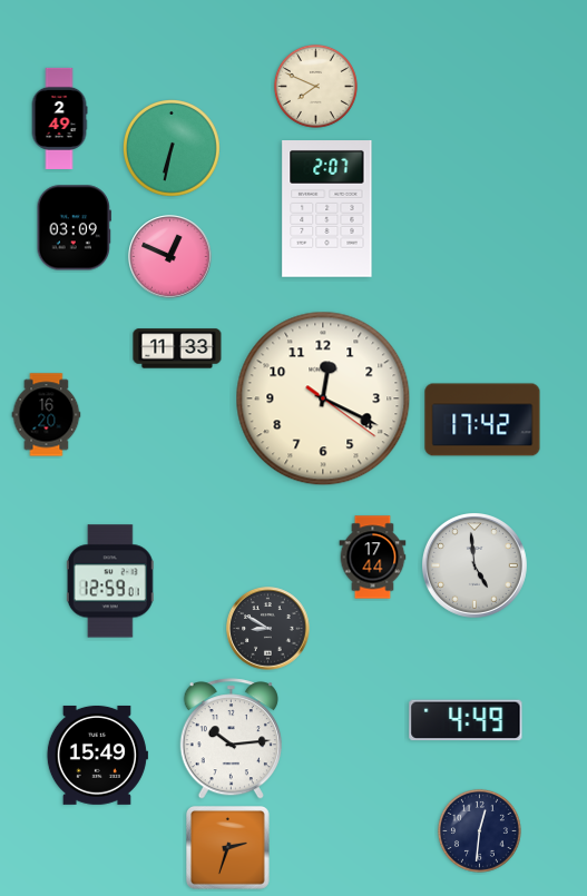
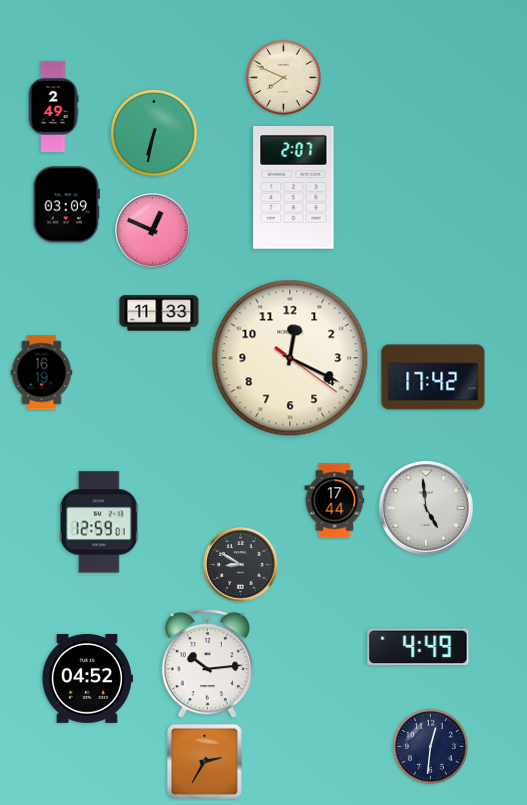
clock at (47, 415): 16:20 -> 16:19
clock at (97, 755): 15:49 -> 04:52
clock at (228, 848): 2:33 -> 2:35
